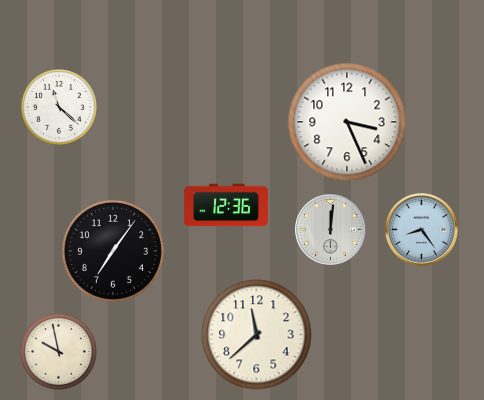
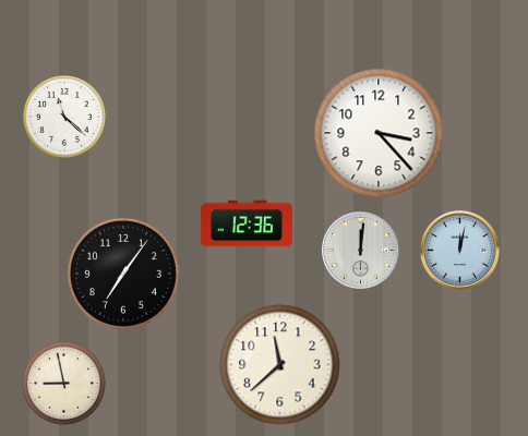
clock at (347, 122): 3:26 -> 3:23
clock at (422, 230): 8:24 -> 12:02
clock at (59, 352): 9:58 -> 8:58
